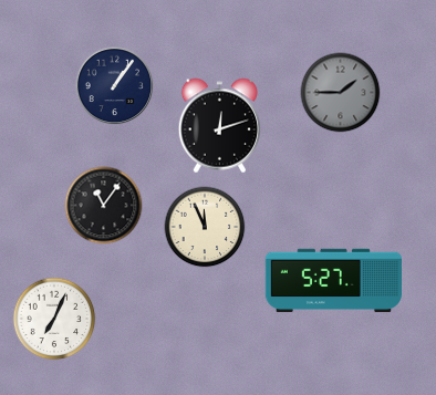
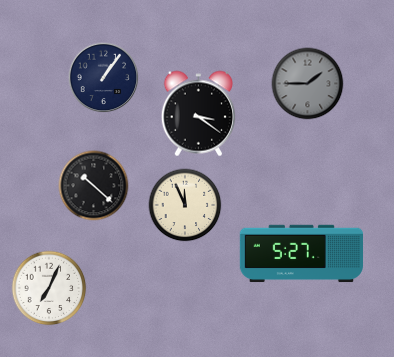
clock at (219, 126): 12:12 -> 3:21
clock at (104, 206): 11:06 -> 10:22
